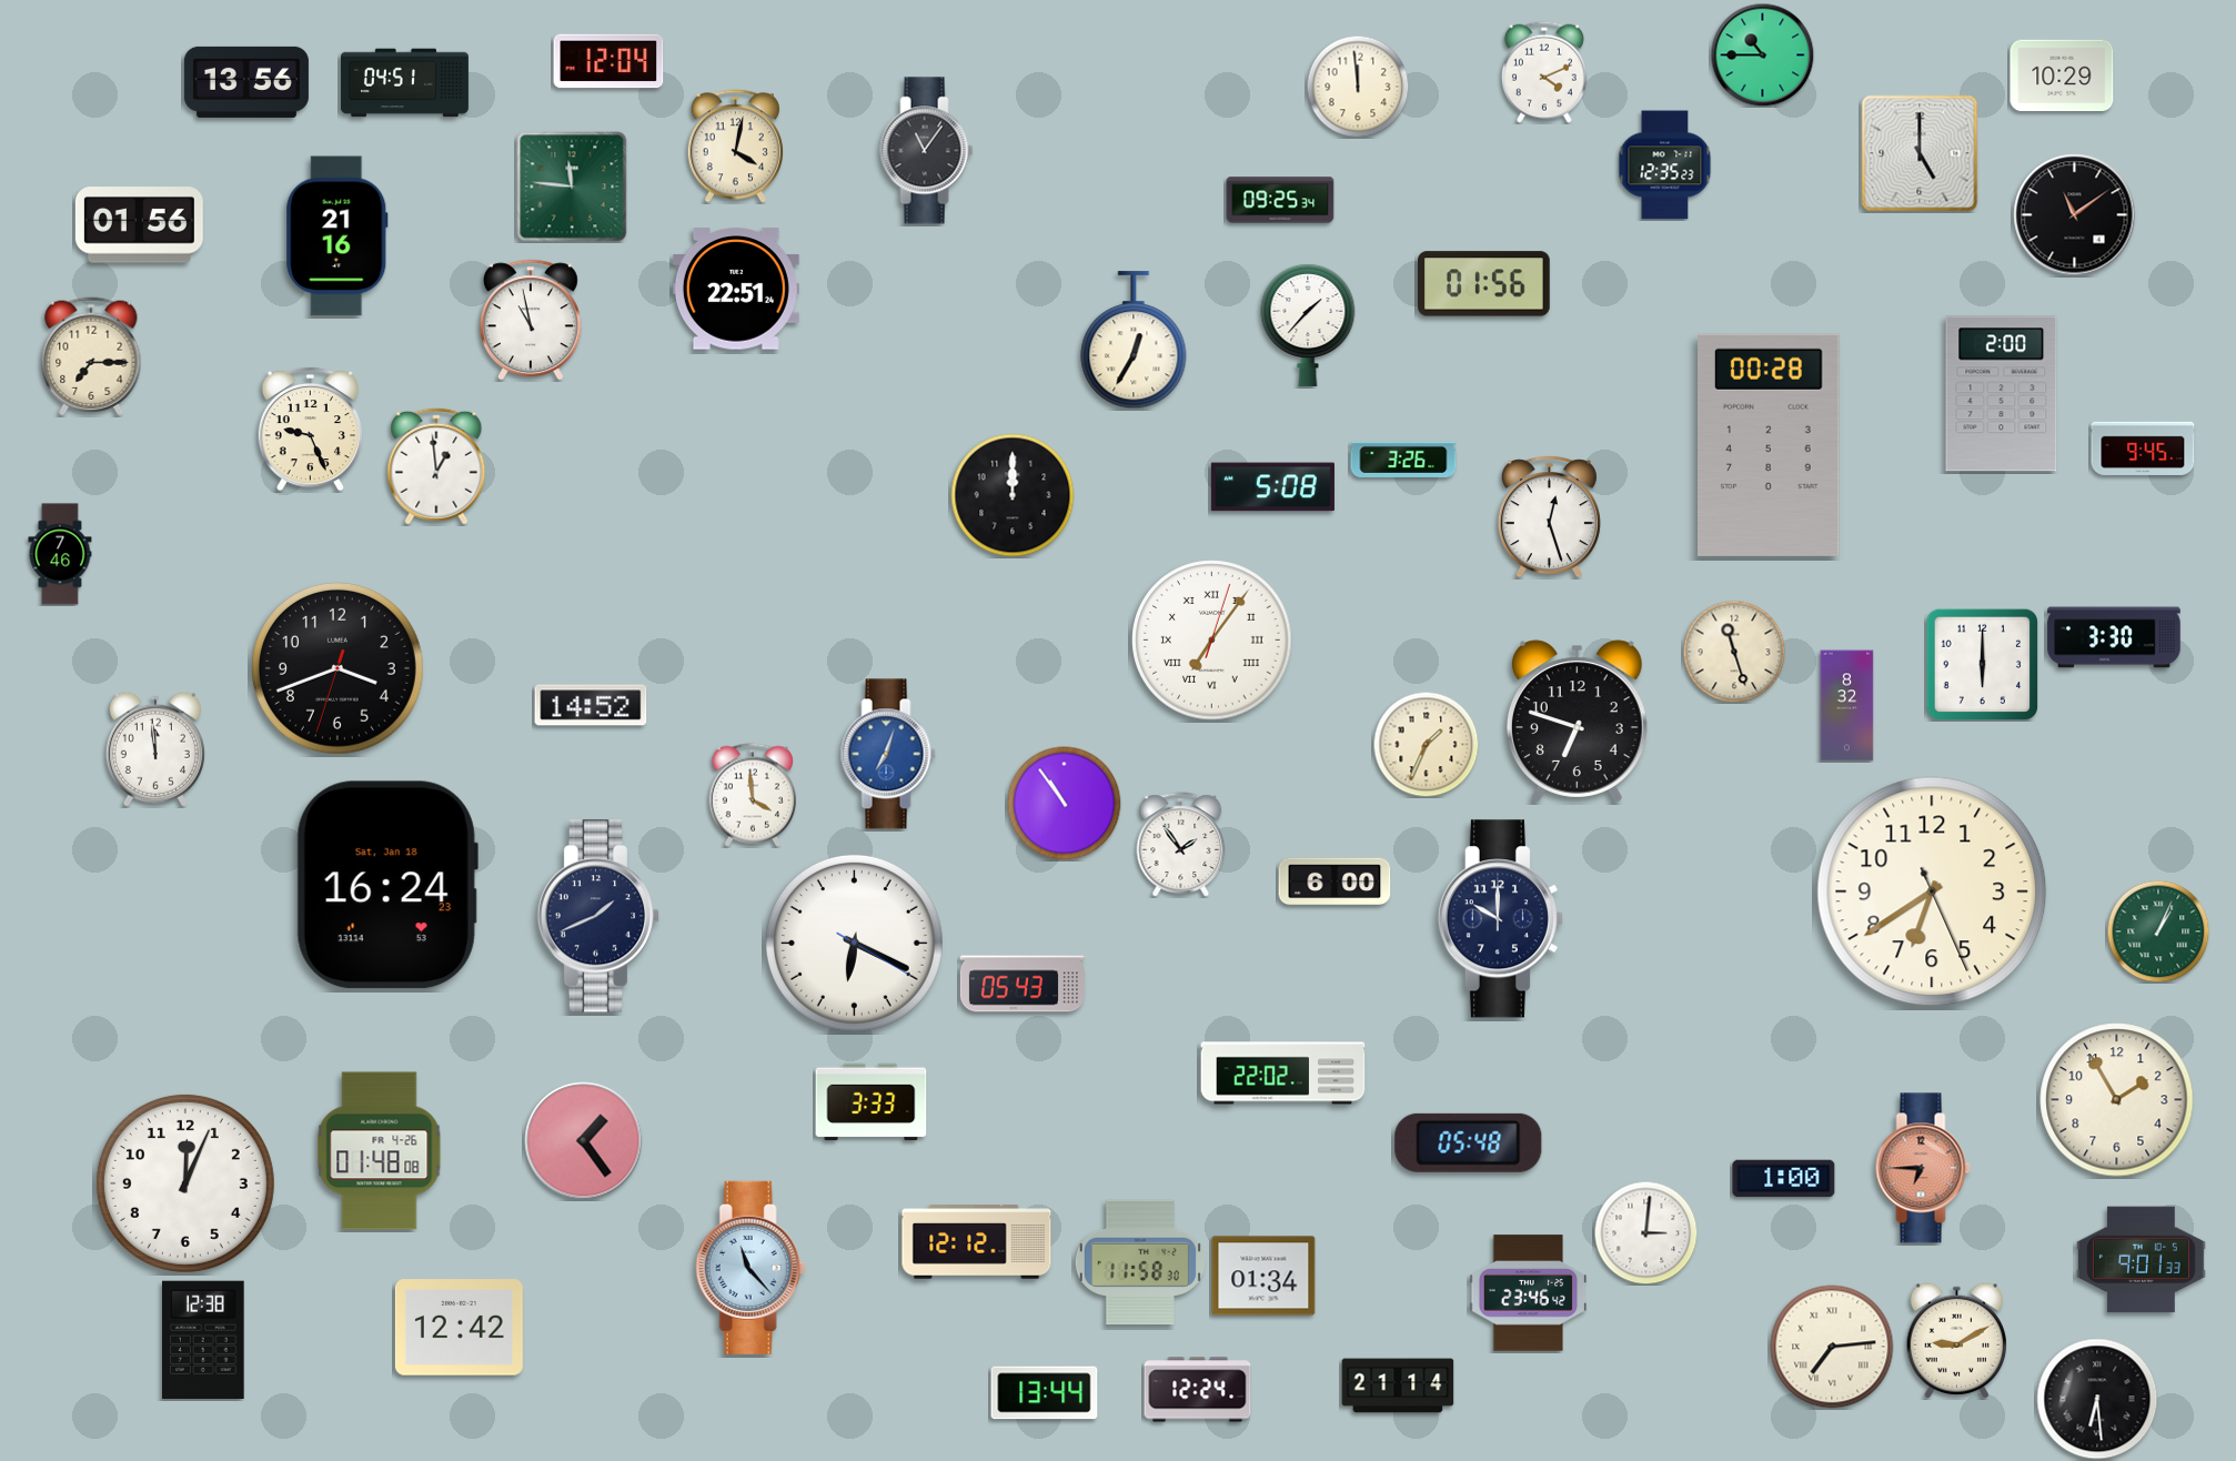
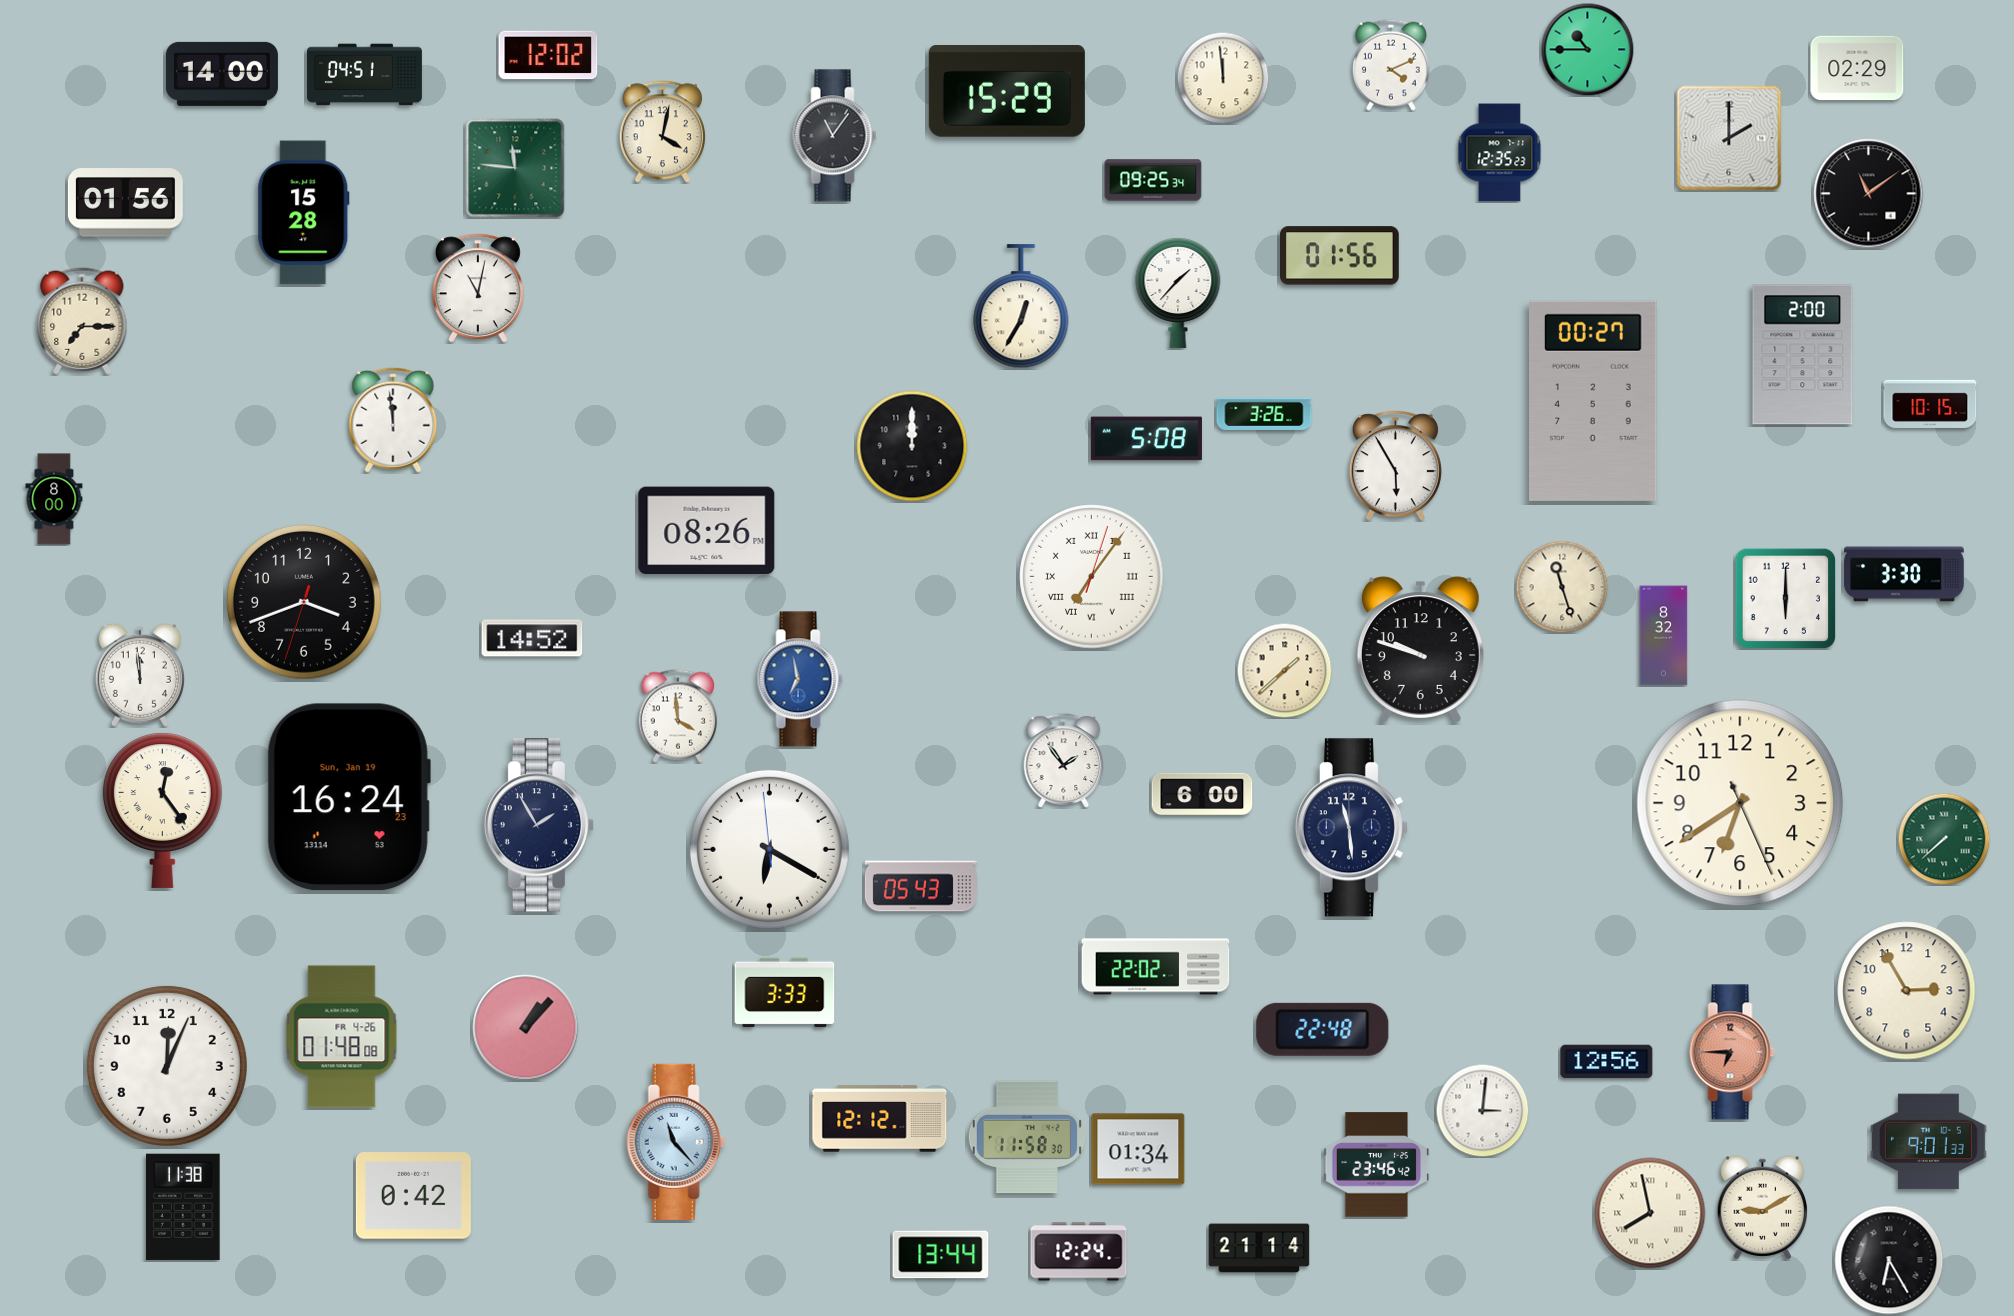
clock at (608, 61): 12:04 -> 12:02
clock at (2062, 75): 10:29 -> 02:29
clock at (246, 82): 13:56 -> 14:00
clock at (1007, 92): none -> 15:29
clock at (1920, 153): 5:00 -> 2:00
clock at (1665, 165) position: (1665, 165) -> (1500, 153)
clock at (338, 236): 21:16 -> 15:28
clock at (1484, 284) position: (1484, 284) -> (1340, 256)
clock at (736, 289): 22:51 -> none
clock at (531, 320): 10:58 -> 11:02
clock at (311, 429): 9:26 -> none
clock at (1769, 445): 00:28 -> 00:27
clock at (2143, 449): 9:45 -> 10:15
clock at (436, 466): 12:59 -> 11:59
clock at (1549, 517): 12:27 -> 5:55
clock at (60, 554): 7:46 -> 8:00
clock at (707, 531): none -> 08:26
clock at (591, 705) position: (591, 705) -> (532, 638)
clock at (1577, 722): 6:48 -> 9:48
clock at (1426, 744): 1:34 -> 1:38
clock at (888, 754): 7:03 -> 6:58
clock at (1065, 804): 10:54 -> none
clock at (387, 885) date: Sat, Jan 18 -> Sun, Jan 19
clock at (162, 810): none -> 12:24
clock at (598, 916): 1:41 -> 1:55
clock at (1500, 919): 10:00 -> 11:29
clock at (2158, 931): 1:04 -> 7:38
clock at (854, 943): 6:19:20 -> 6:19:59
clock at (2117, 1100): 1:55 -> 2:55
clock at (584, 1141): 1:24 -> 1:07
clock at (1469, 1142): 05:48 -> 22:48
clock at (1784, 1179): 1:00 -> 12:56
clock at (2141, 1260) position: (2141, 1260) -> (1928, 1142)
clock at (459, 1328): 12:42 -> 0:42
clock at (204, 1340): 12:38 -> 11:38
clock at (1832, 1347): 7:14 -> 7:58
clock at (2097, 1399): 6:29 -> 6:25
